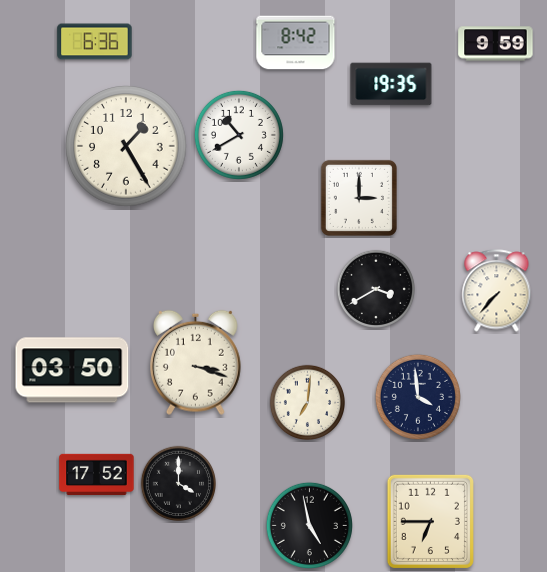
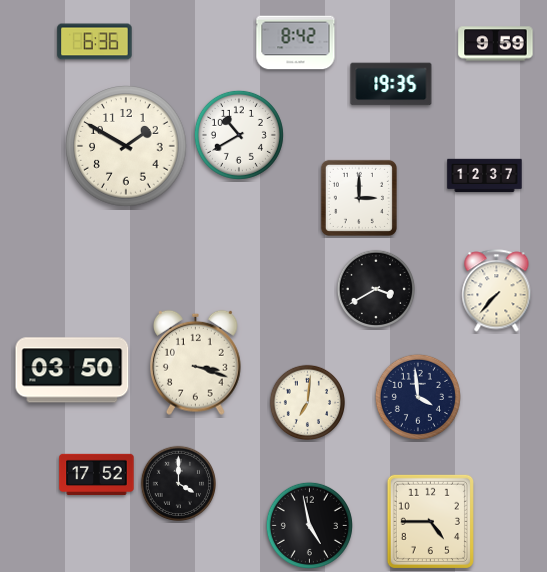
clock at (126, 146): 1:25 -> 1:50
clock at (485, 176): none -> 12:37
clock at (430, 521): 6:45 -> 4:45
